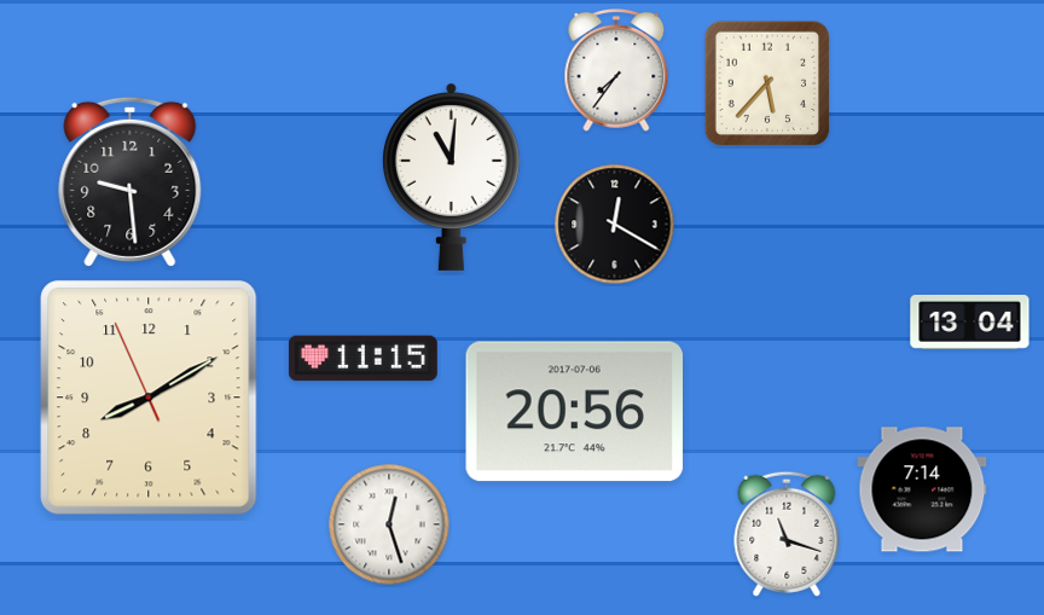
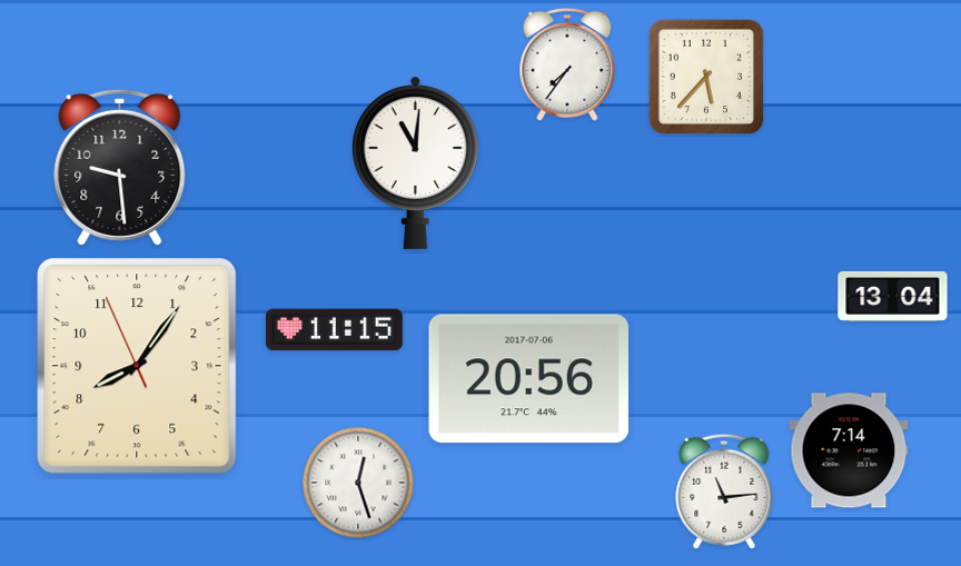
clock at (615, 225): 12:20 -> none
clock at (149, 398): 8:09 -> 8:05
clock at (787, 534): 11:18 -> 11:14
